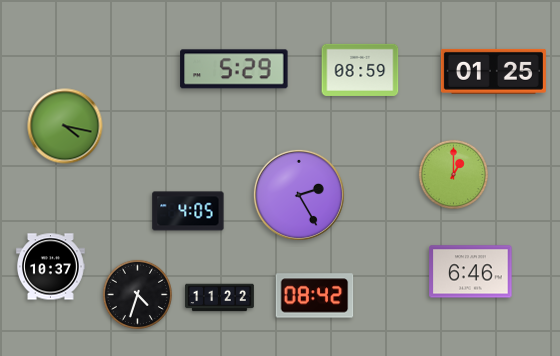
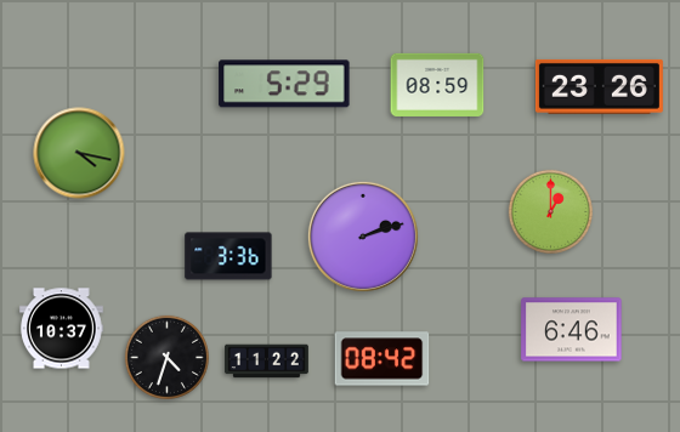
clock at (493, 71): 01:25 -> 23:26
clock at (299, 195): 2:25 -> 2:12
clock at (188, 211): 4:05 -> 3:36
clock at (51, 267) position: (51, 267) -> (62, 329)
